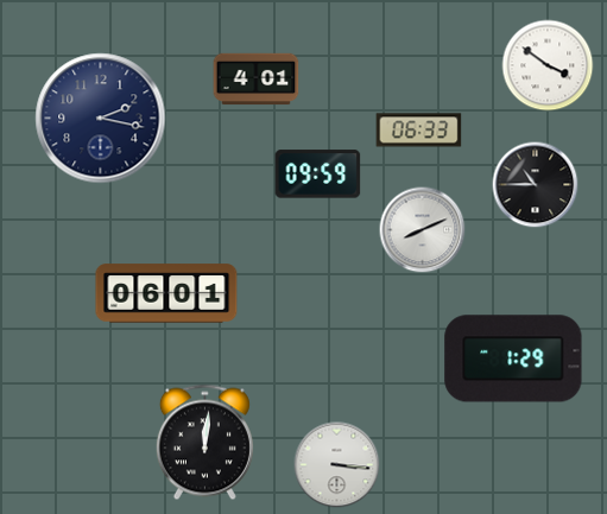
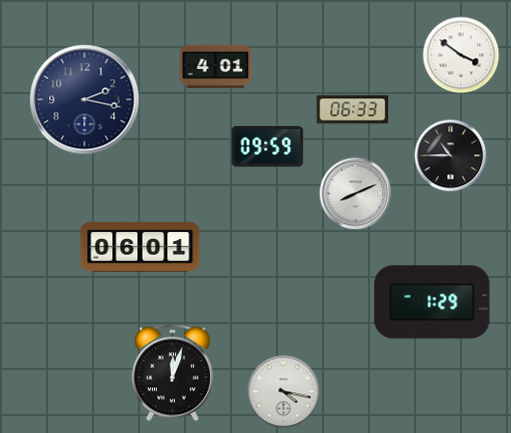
clock at (204, 443): 12:01 -> 12:03
clock at (337, 465): 3:16 -> 4:17
